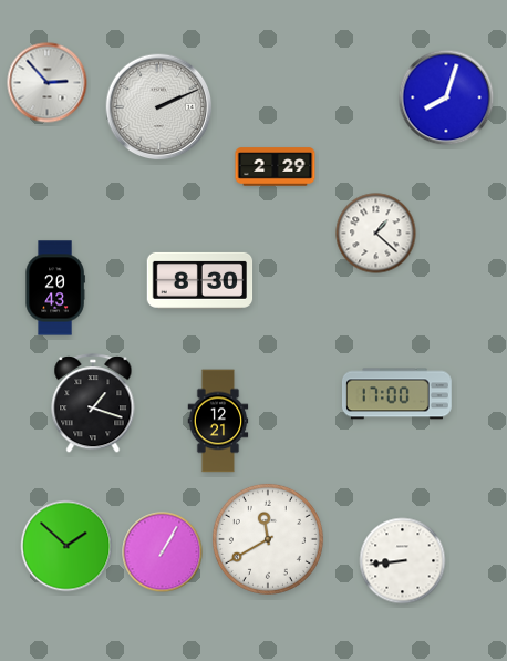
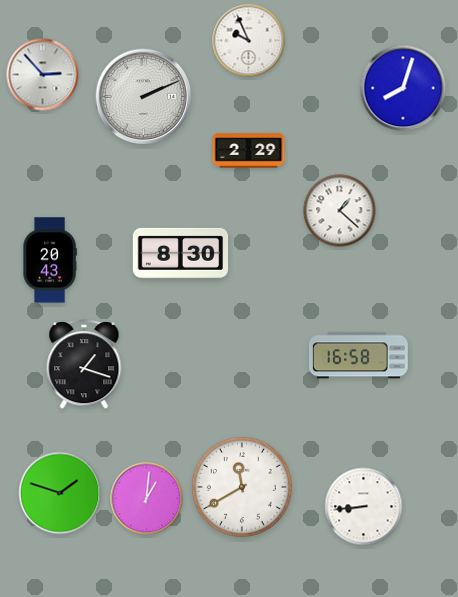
clock at (249, 41): none -> 9:56
clock at (397, 394): 17:00 -> 16:58
clock at (218, 421): 12:21 -> none
clock at (66, 546): 1:52 -> 1:48
clock at (163, 552): 1:05 -> 1:01
